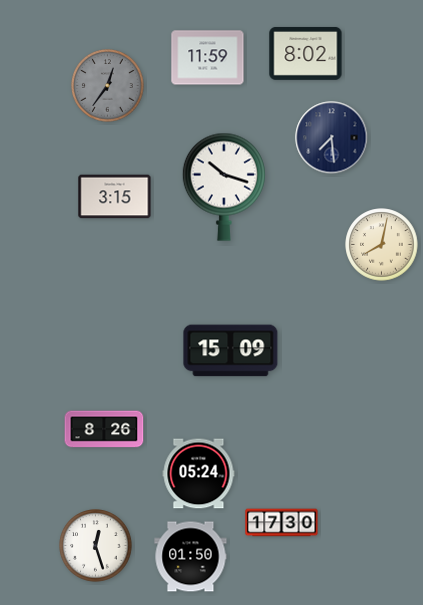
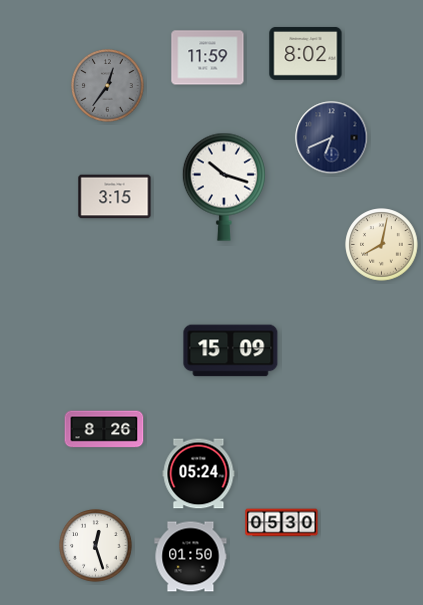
clock at (332, 138): 7:29 -> 6:41
clock at (282, 523): 17:30 -> 05:30
